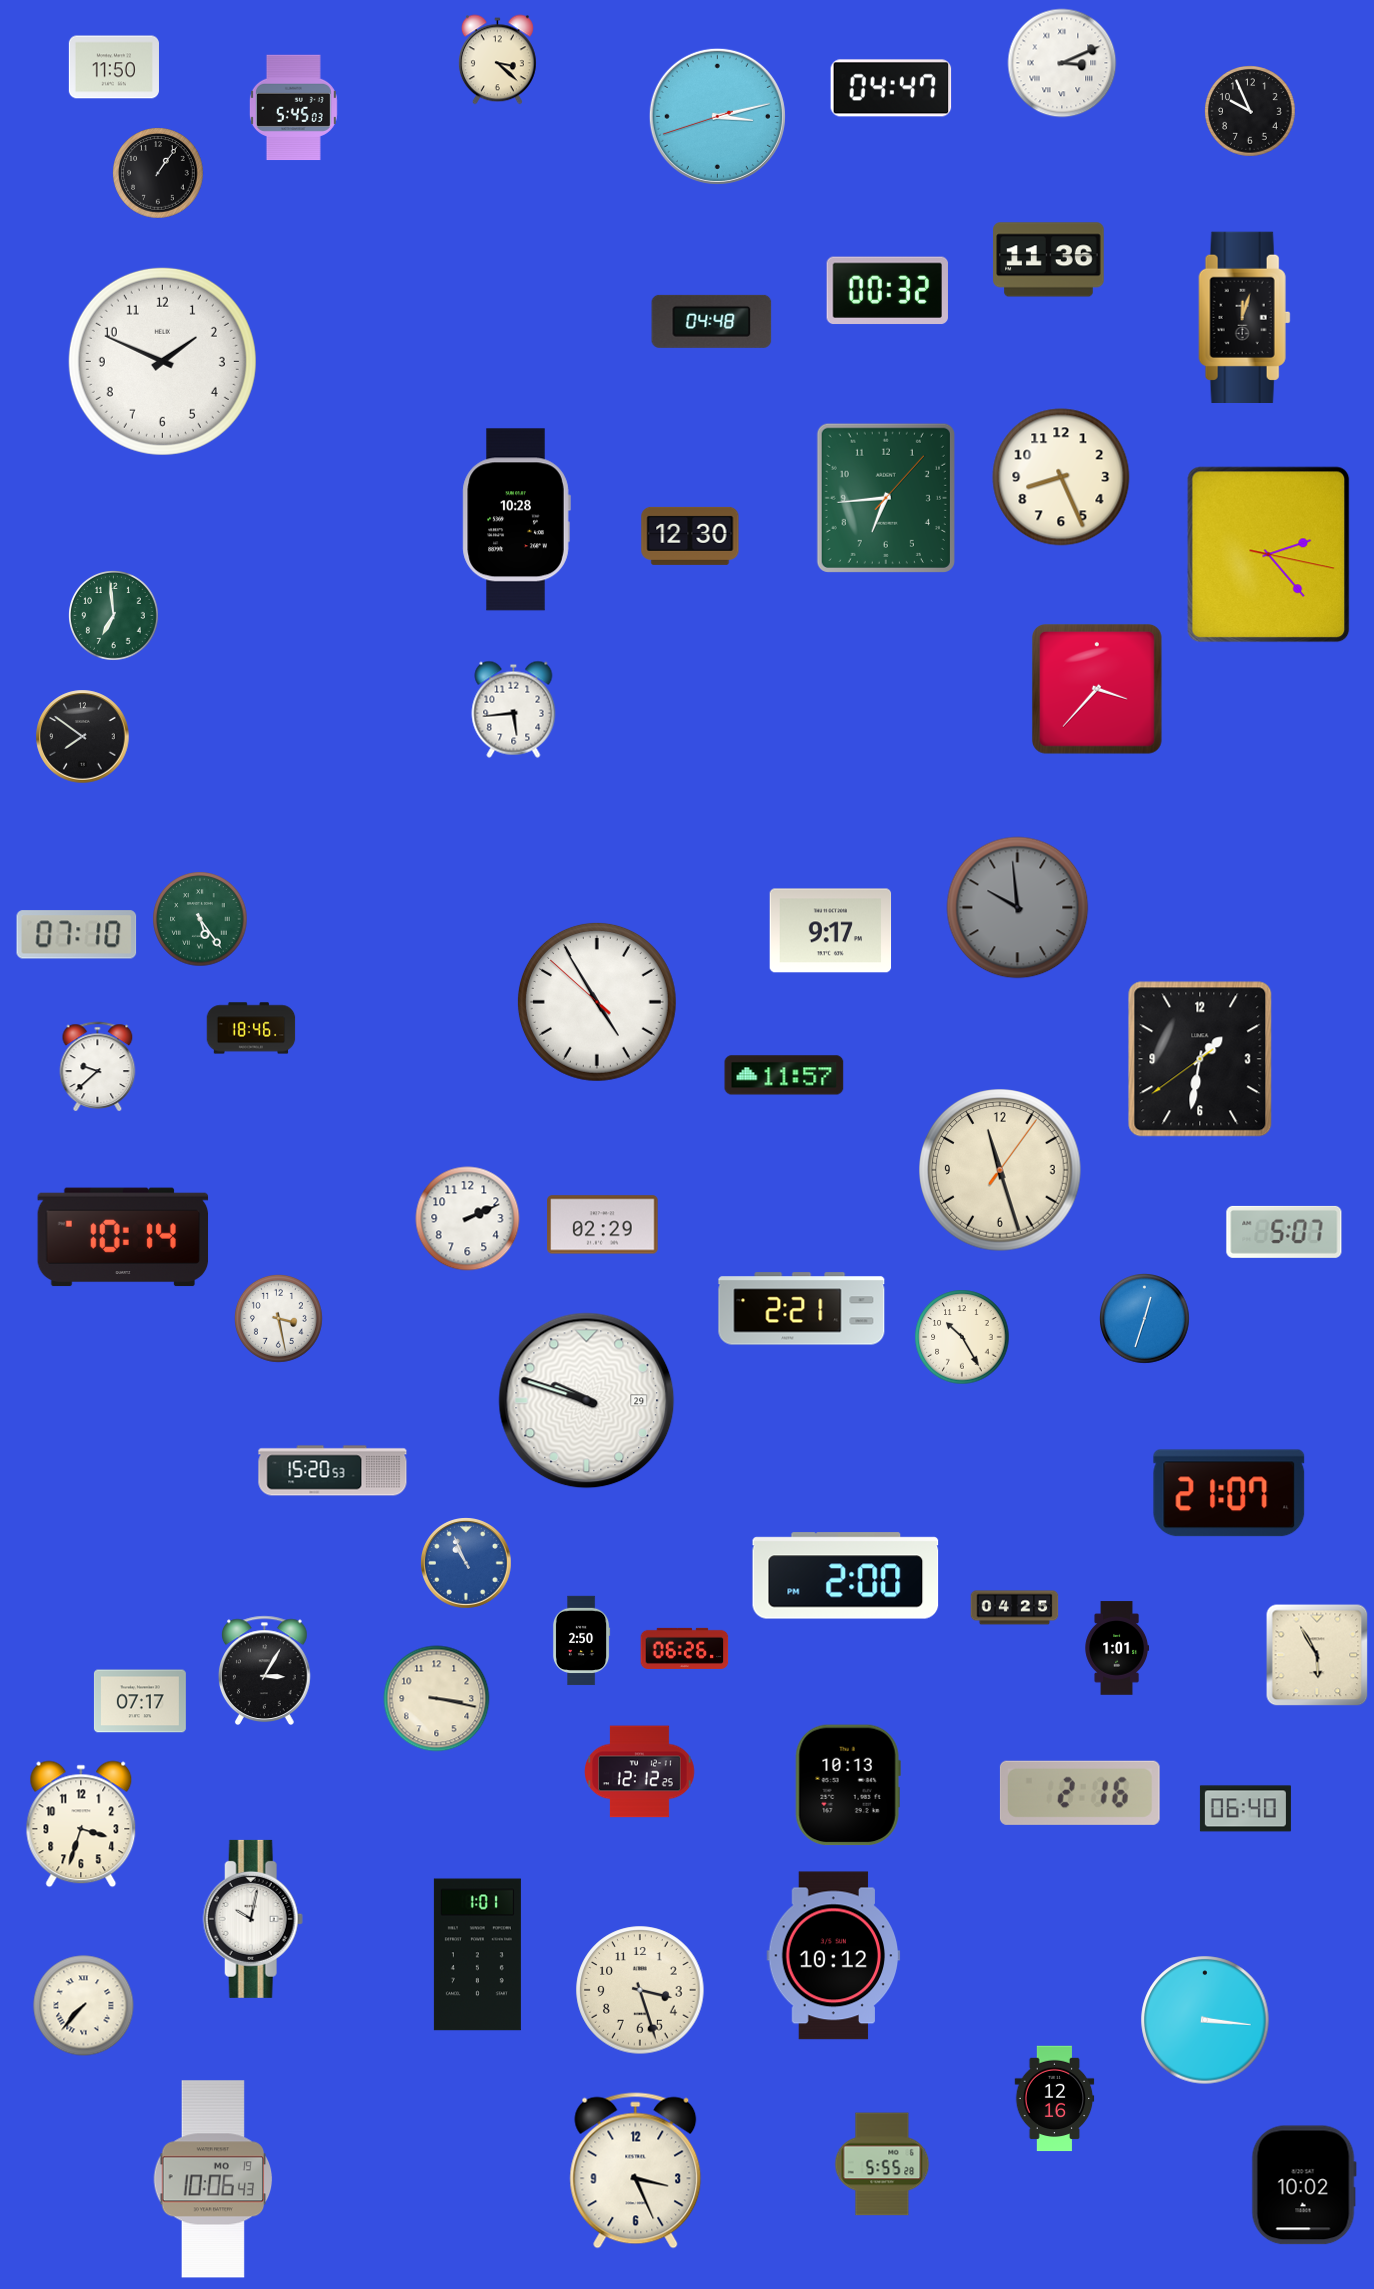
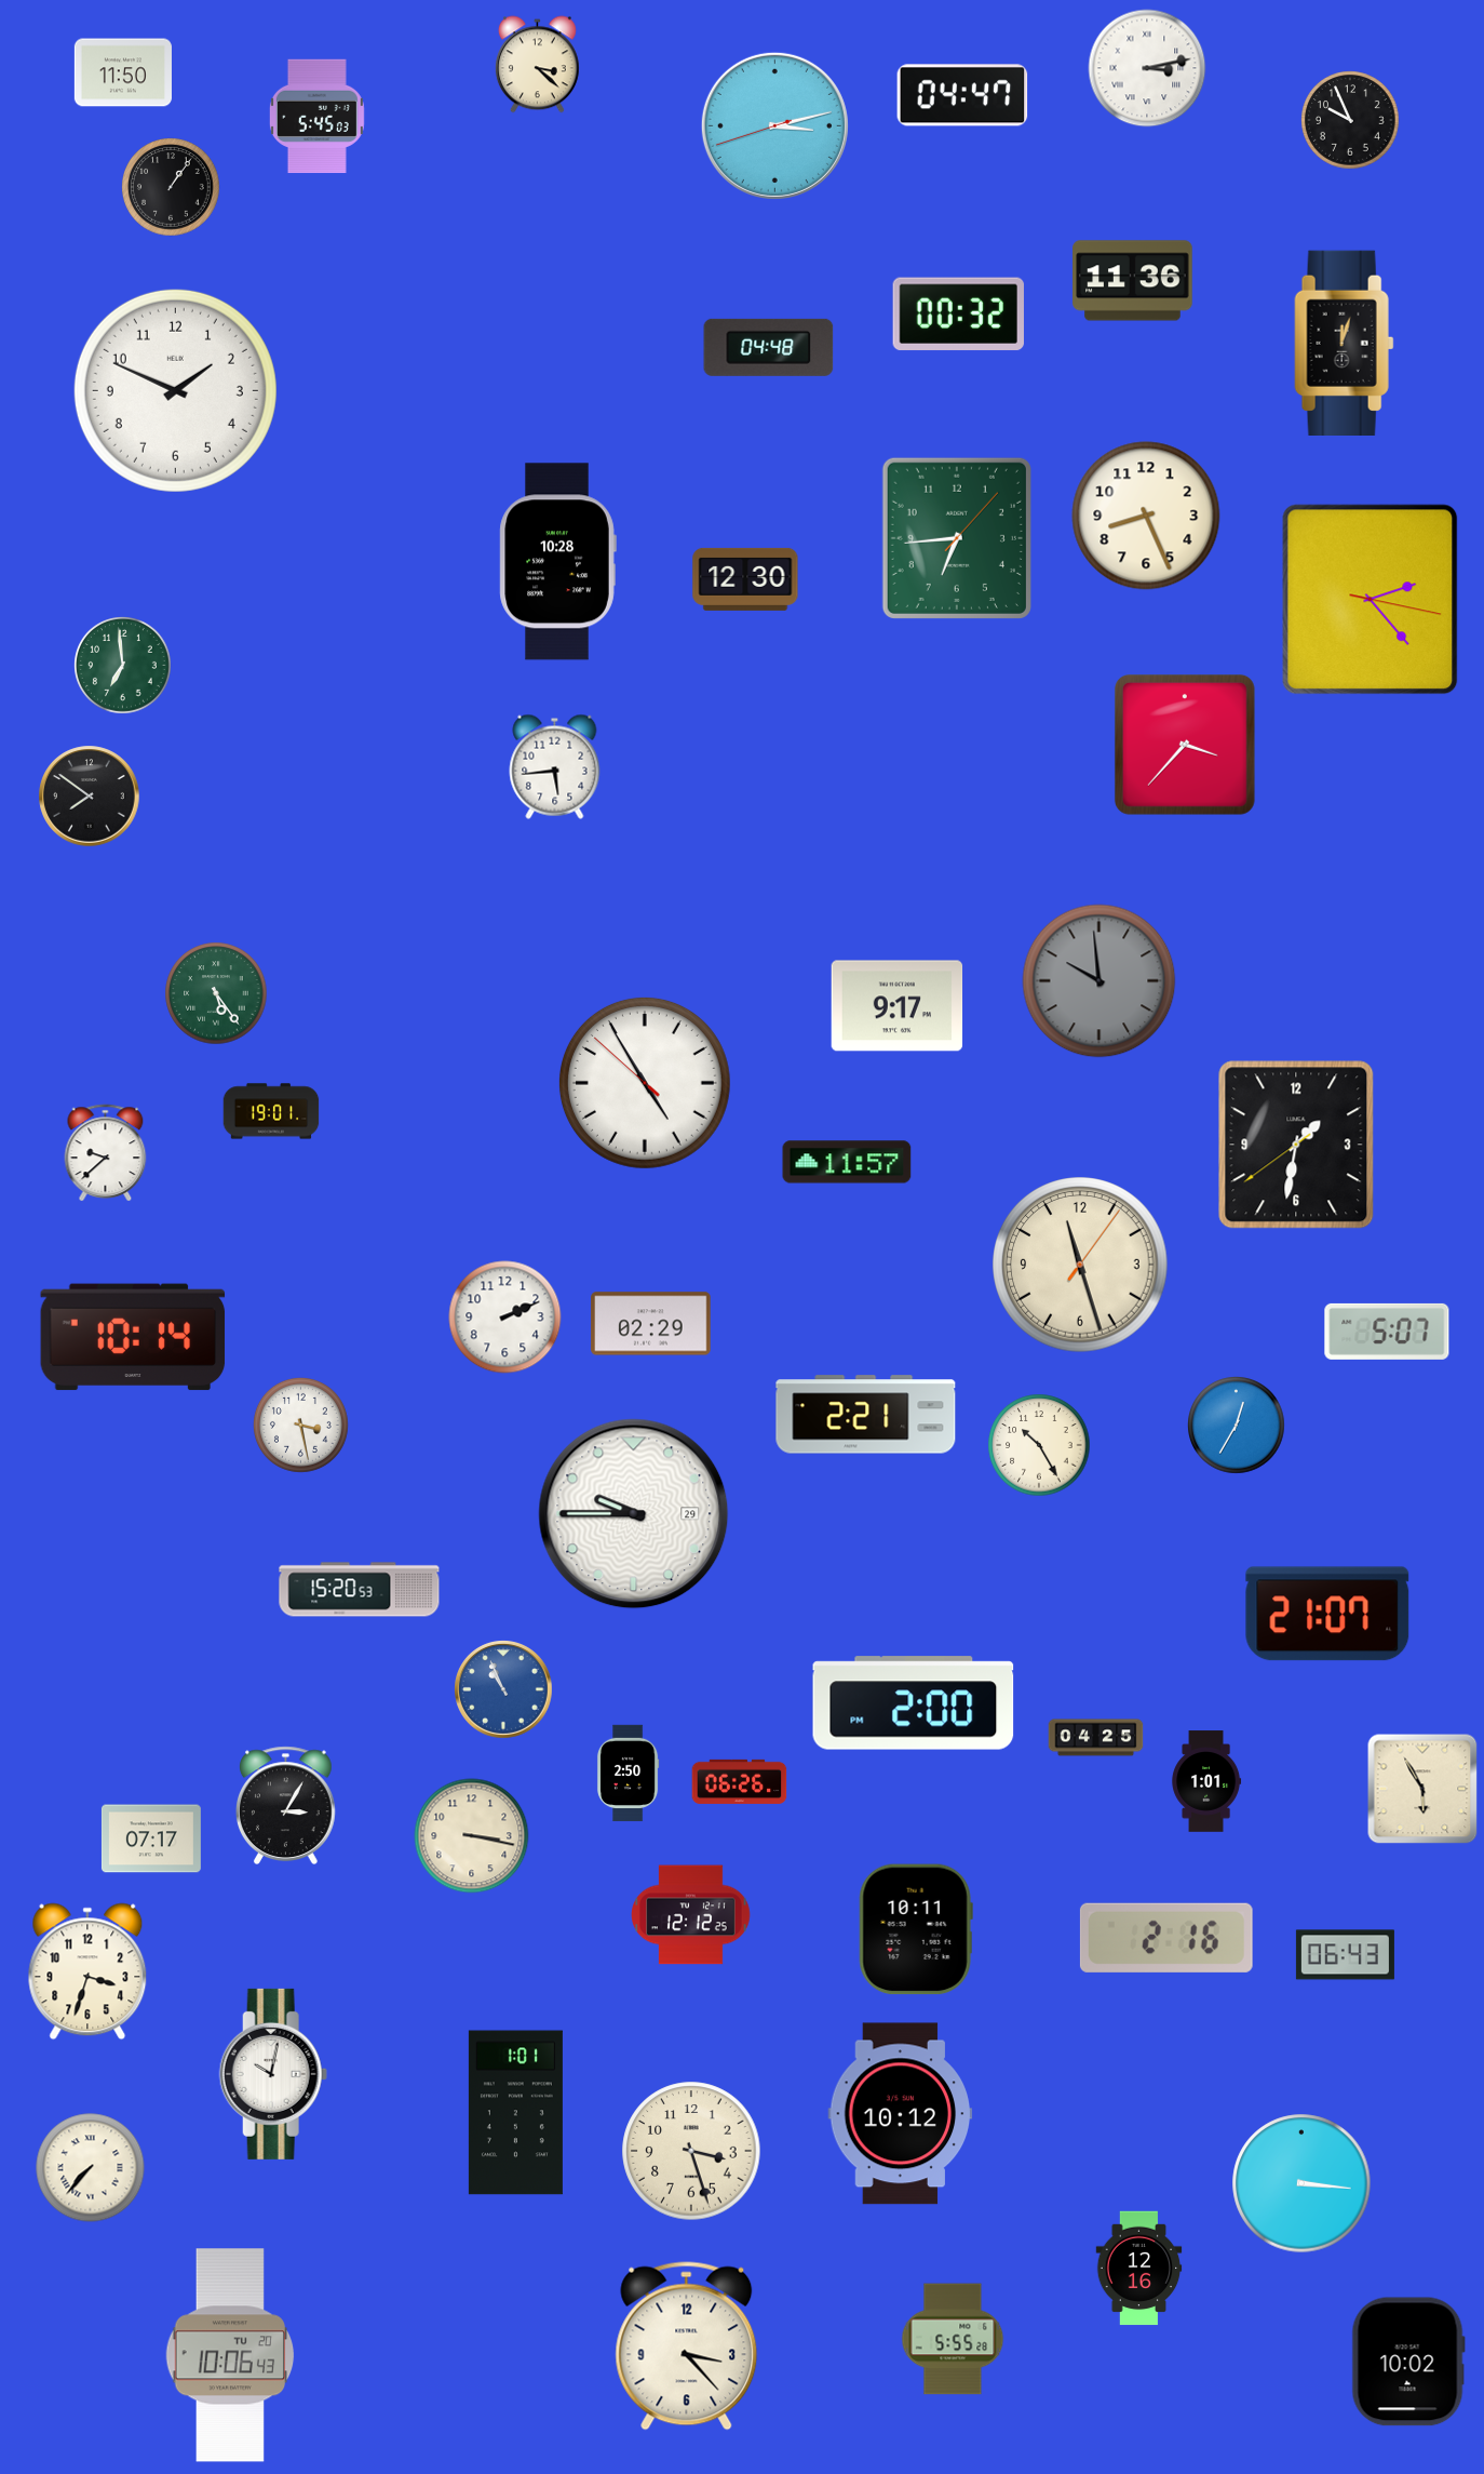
clock at (1062, 63): 3:11 -> 3:13
clock at (77, 935): 07:10 -> none
clock at (251, 1028): 18:46 -> 19:01
clock at (1145, 1319): 12:33 -> 12:35
clock at (587, 1401): 9:48 -> 9:45
clock at (848, 1785): 10:13 -> 10:11
clock at (1245, 1809): 06:40 -> 06:43
clock at (636, 2171): 3:26 -> 3:23
clock at (213, 2179) date: MO 19 -> TU 20
